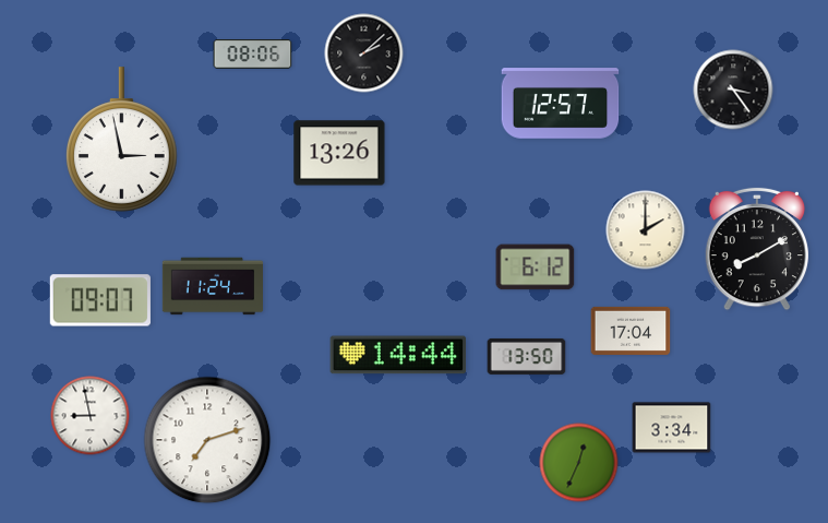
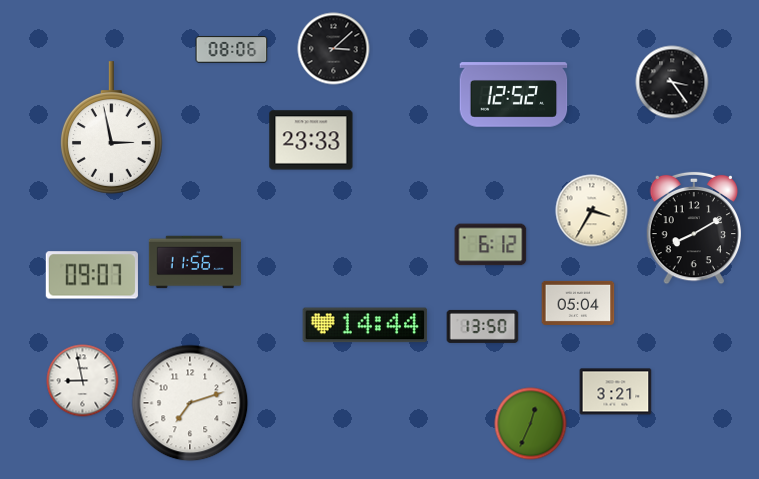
clock at (364, 54): 2:08 -> 3:08
clock at (561, 104): 12:57 -> 12:52
clock at (339, 153): 13:26 -> 23:33
clock at (646, 230): 2:00 -> 3:35
clock at (212, 286): 11:24 -> 11:56
clock at (631, 331): 17:04 -> 05:04
clock at (672, 428): 3:34 -> 3:21
